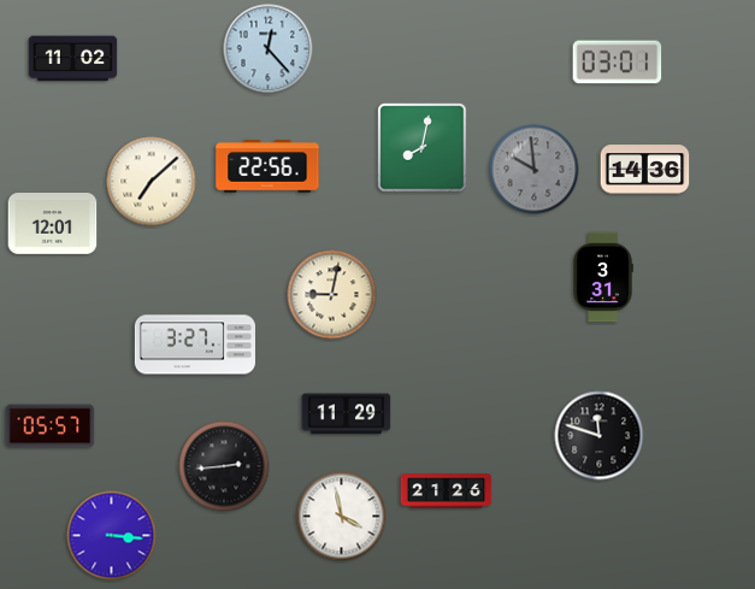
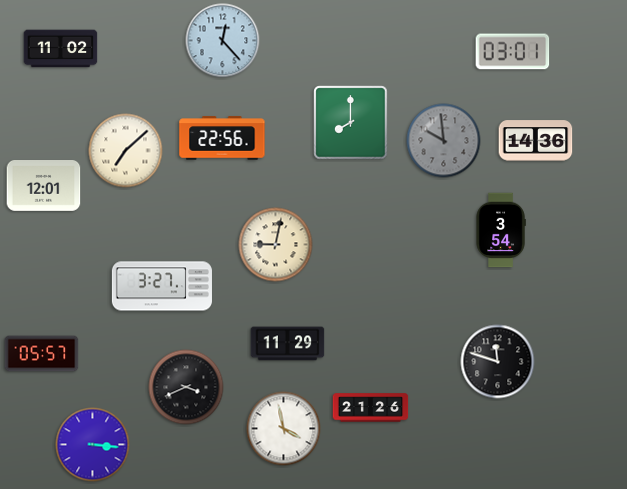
clock at (423, 148): 8:02 -> 8:00
clock at (603, 277): 3:31 -> 3:54
clock at (224, 466): 2:44 -> 3:41
